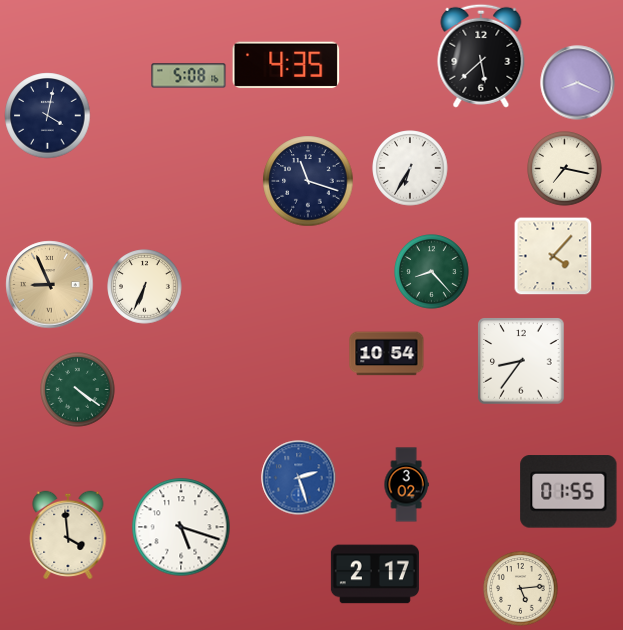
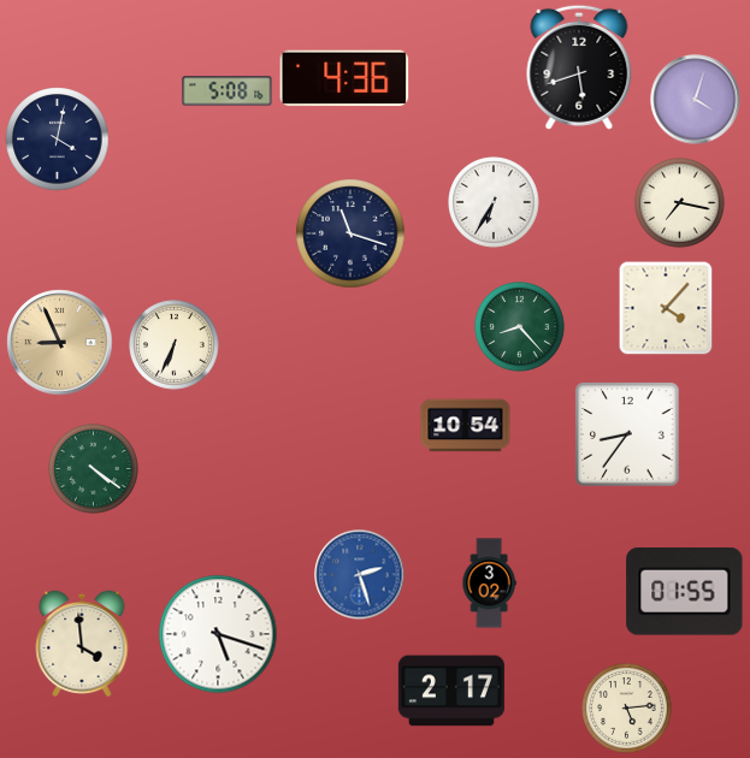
clock at (481, 56): 5:38 -> 5:42
clock at (286, 65): 4:35 -> 4:36
clock at (578, 83): 8:19 -> 4:03
clock at (308, 181) position: (308, 181) -> (350, 233)
